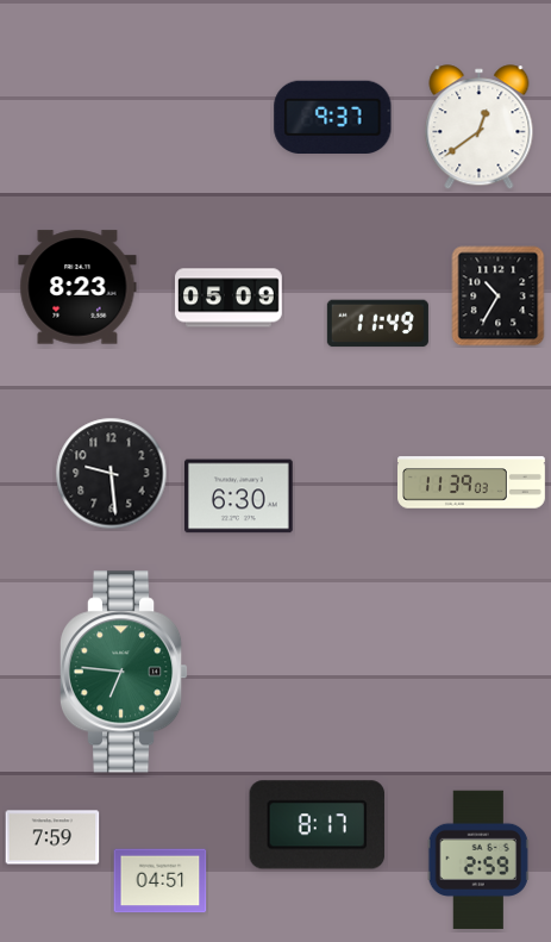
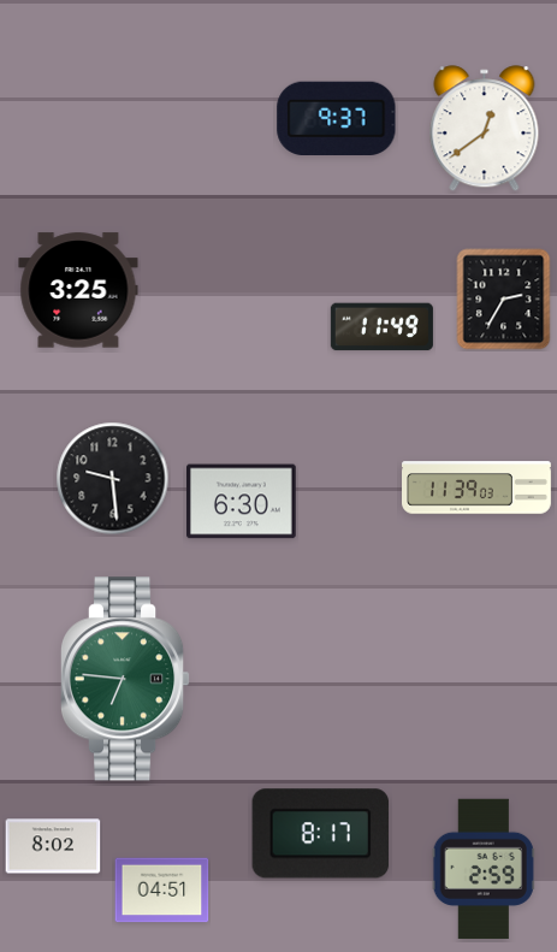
clock at (77, 287): 8:23 -> 3:25
clock at (499, 297): 10:35 -> 2:35
clock at (230, 298): 05:09 -> none
clock at (52, 837): 7:59 -> 8:02
